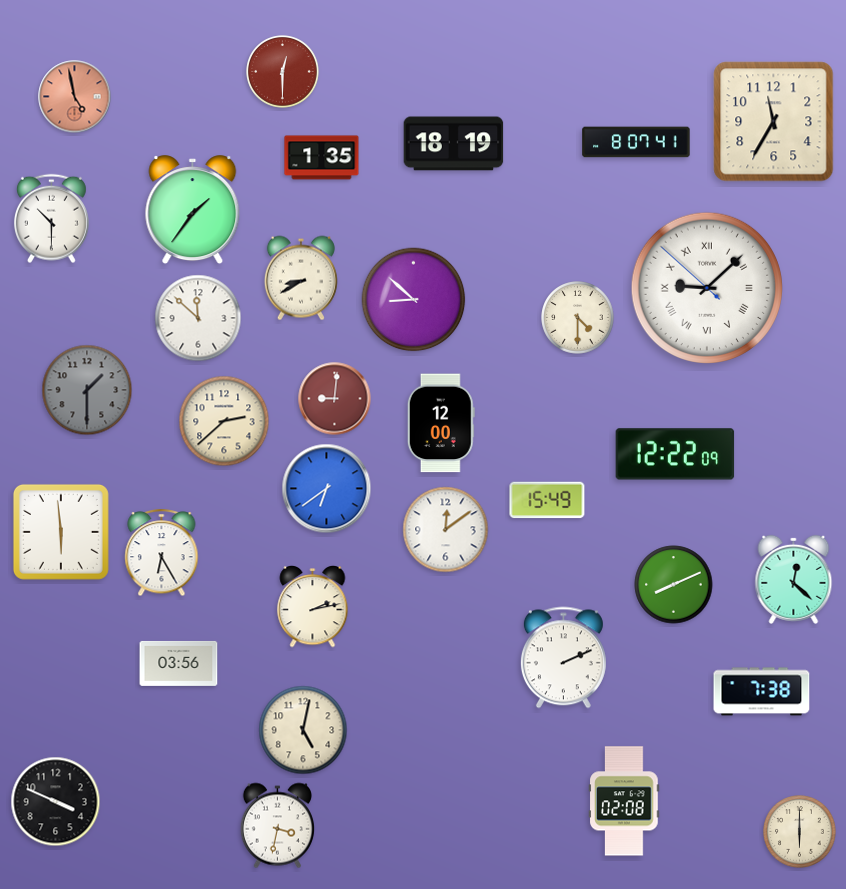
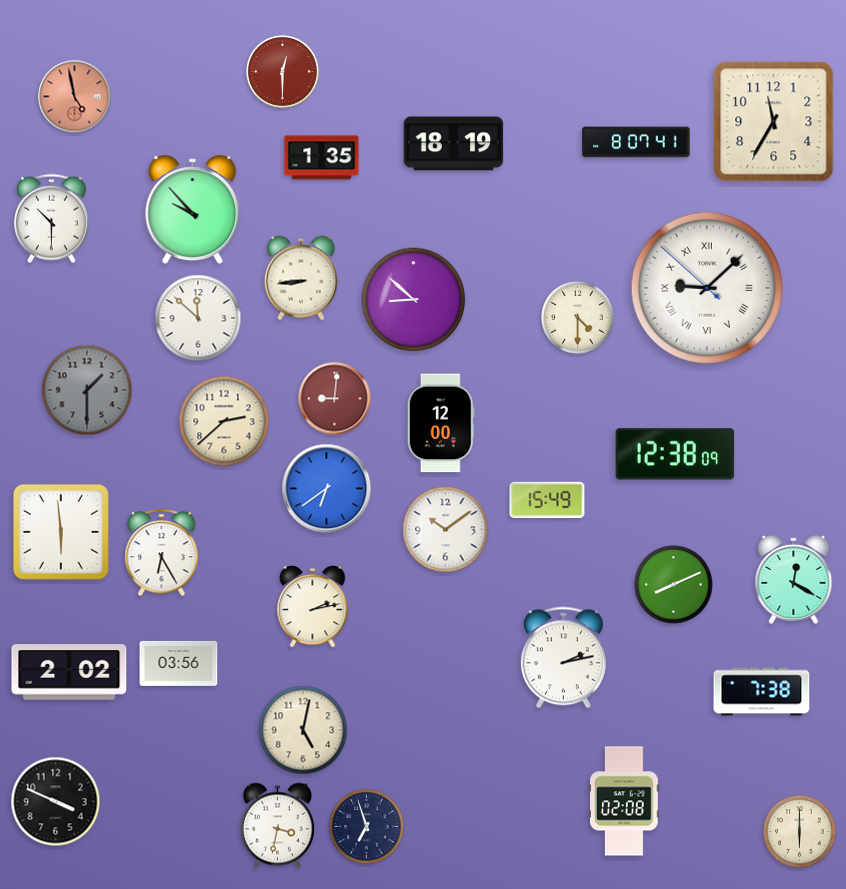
clock at (193, 210): 1:36 -> 9:53
clock at (301, 278): 8:40 -> 8:44
clock at (675, 454): 12:22 -> 12:38
clock at (446, 530): 12:09 -> 10:09
clock at (794, 579): 12:22 -> 12:20
clock at (563, 658): 2:11 -> 2:13
clock at (69, 672): none -> 2:02
clock at (367, 827): none -> 6:57
